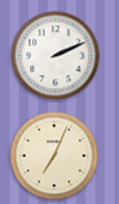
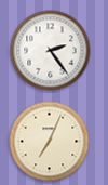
clock at (56, 56): 2:11 -> 2:24
